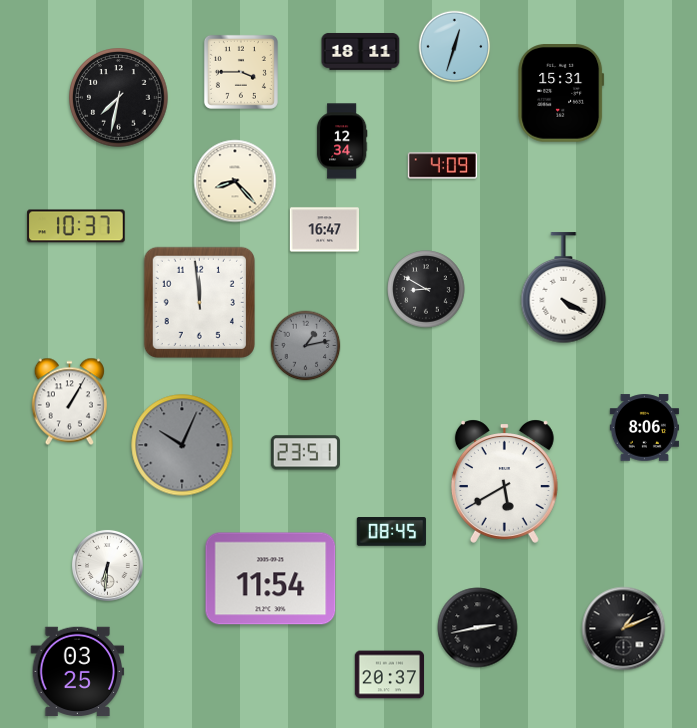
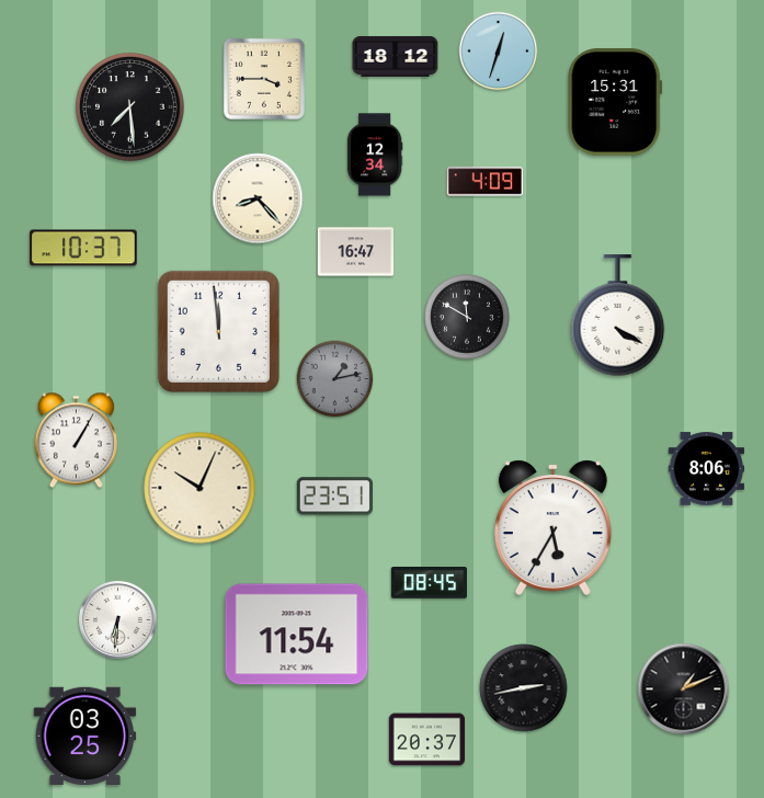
clock at (361, 51): 18:11 -> 18:12
clock at (119, 98): 7:32 -> 7:29
clock at (426, 289): 8:50 -> 11:50
clock at (182, 445) dial: grey -> cream
clock at (504, 481): 5:40 -> 5:35
